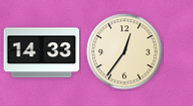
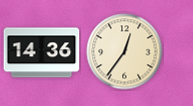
clock at (42, 53): 14:33 -> 14:36
